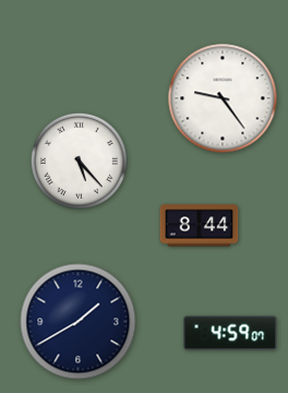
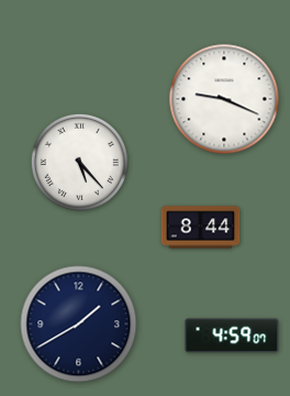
clock at (223, 98): 9:24 -> 9:19
